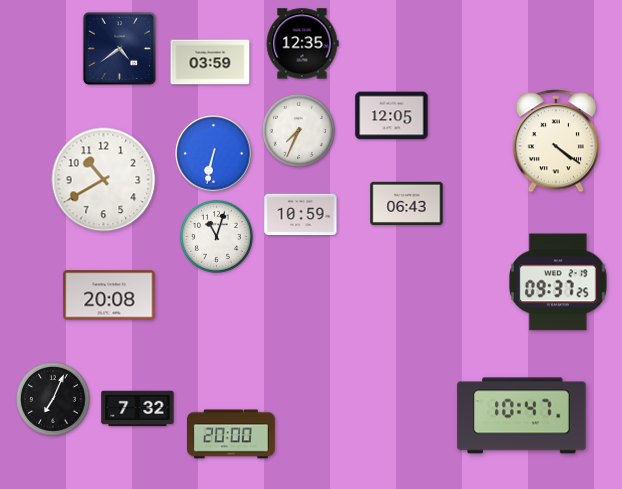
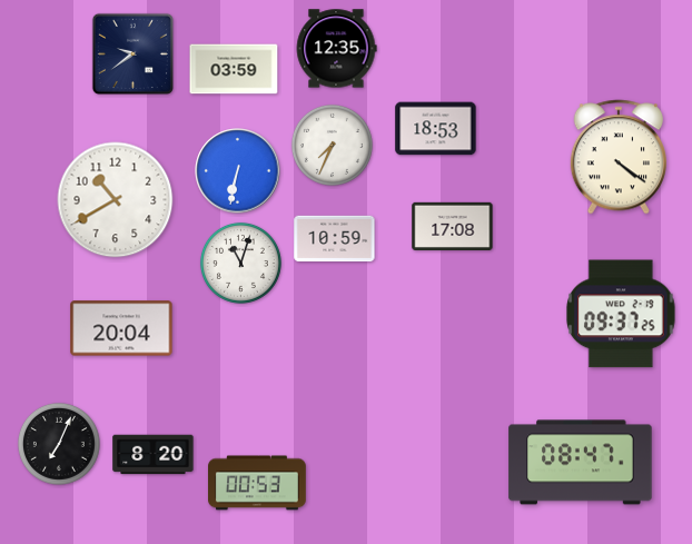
clock at (119, 48): 4:39 -> 9:39
clock at (392, 116): 12:05 -> 18:53
clock at (407, 203): 06:43 -> 17:08
clock at (109, 295): 20:08 -> 20:04
clock at (138, 409): 7:32 -> 8:20
clock at (522, 416): 10:47 -> 08:47
clock at (232, 434): 20:00 -> 00:53
